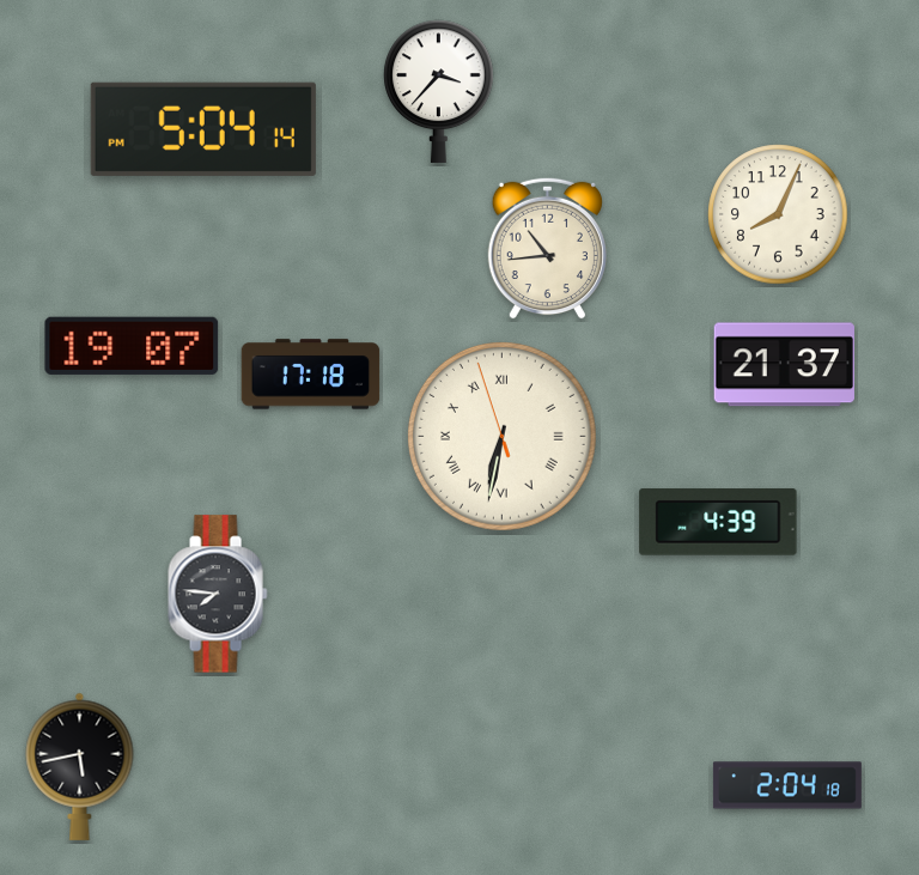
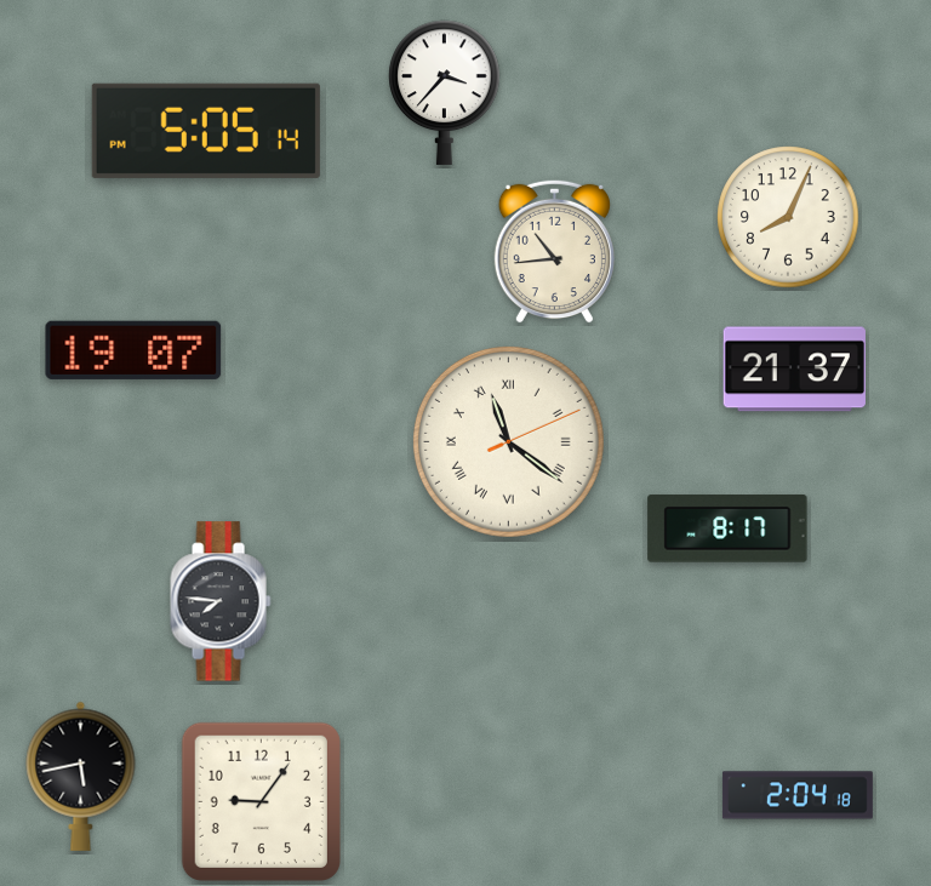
clock at (203, 129): 5:04 -> 5:05
clock at (311, 375): 17:18 -> none
clock at (501, 436): 6:31 -> 11:21
clock at (718, 522): 4:39 -> 8:17
clock at (261, 801): none -> 9:06
